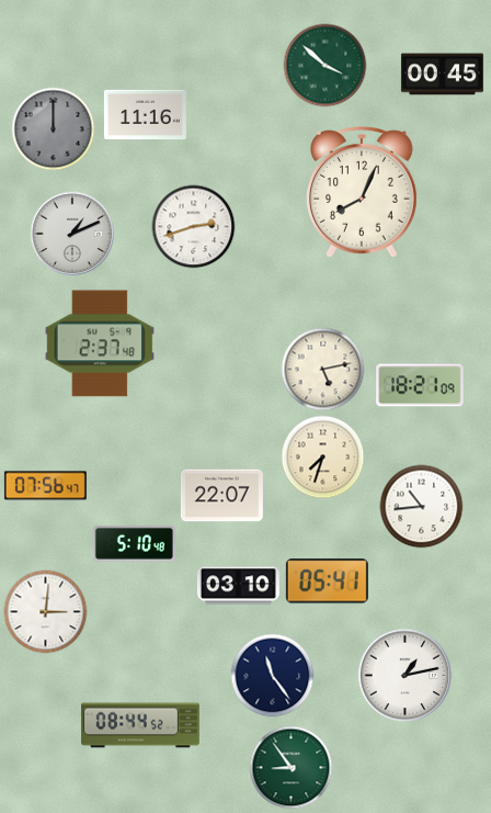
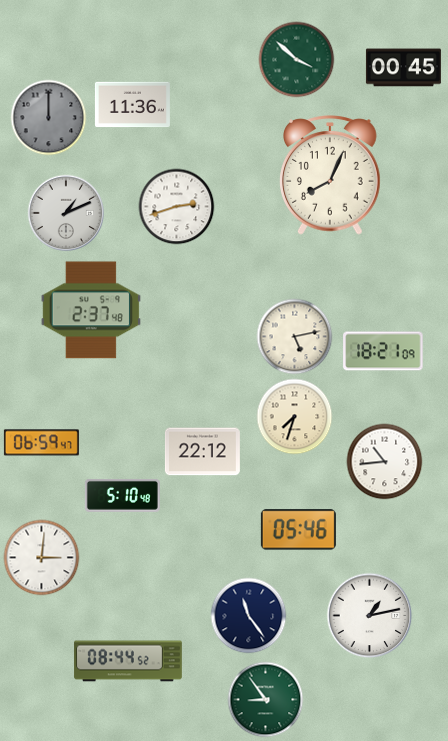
clock at (145, 115): 11:16 -> 11:36
clock at (99, 343) position: (99, 343) -> (90, 310)
clock at (45, 486): 07:56 -> 06:59
clock at (221, 496): 22:07 -> 22:12
clock at (327, 581): 05:41 -> 05:46
clock at (238, 586): 03:10 -> none
